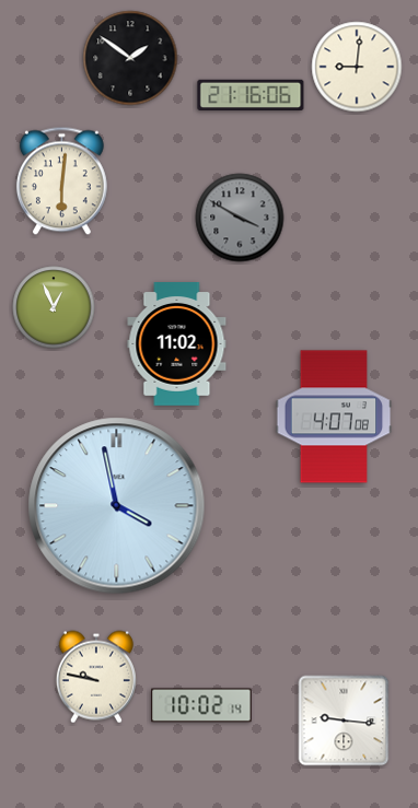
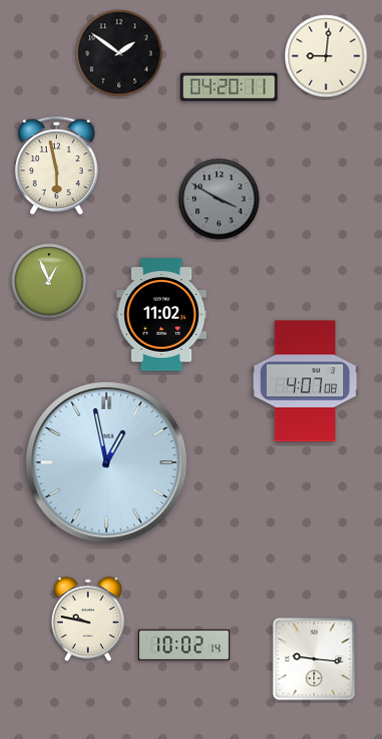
clock at (357, 67) position: (357, 67) -> (326, 56)
clock at (251, 94): 21:16 -> 04:20
clock at (61, 181): 6:01 -> 5:58
clock at (117, 506): 3:58 -> 12:58
